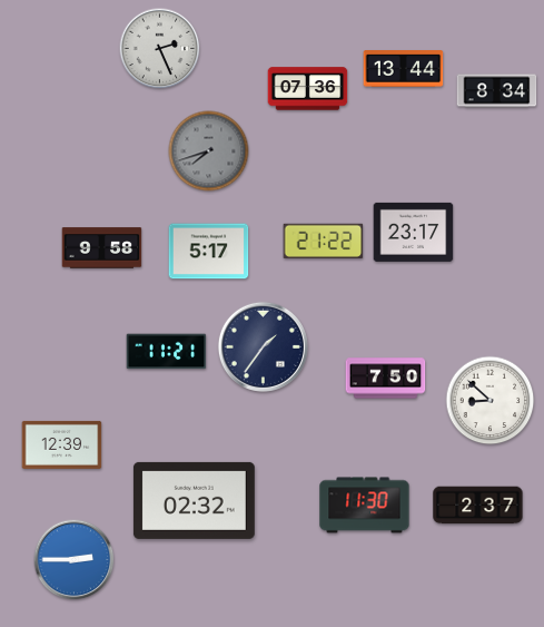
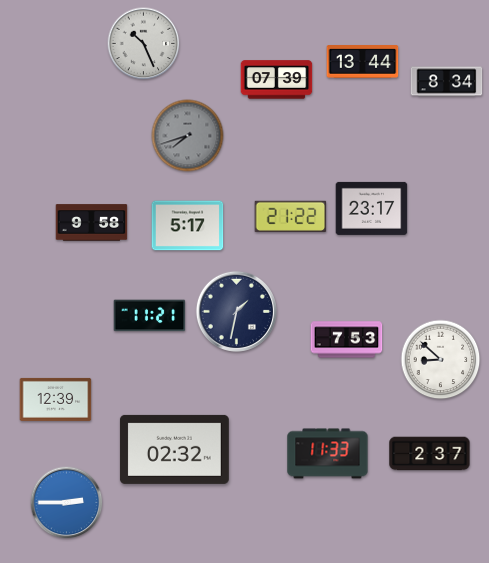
clock at (160, 49): 2:26 -> 10:26
clock at (308, 89): 07:36 -> 07:39
clock at (263, 346): 1:36 -> 1:32
clock at (386, 379): 7:50 -> 7:53
clock at (365, 506): 11:30 -> 11:33
